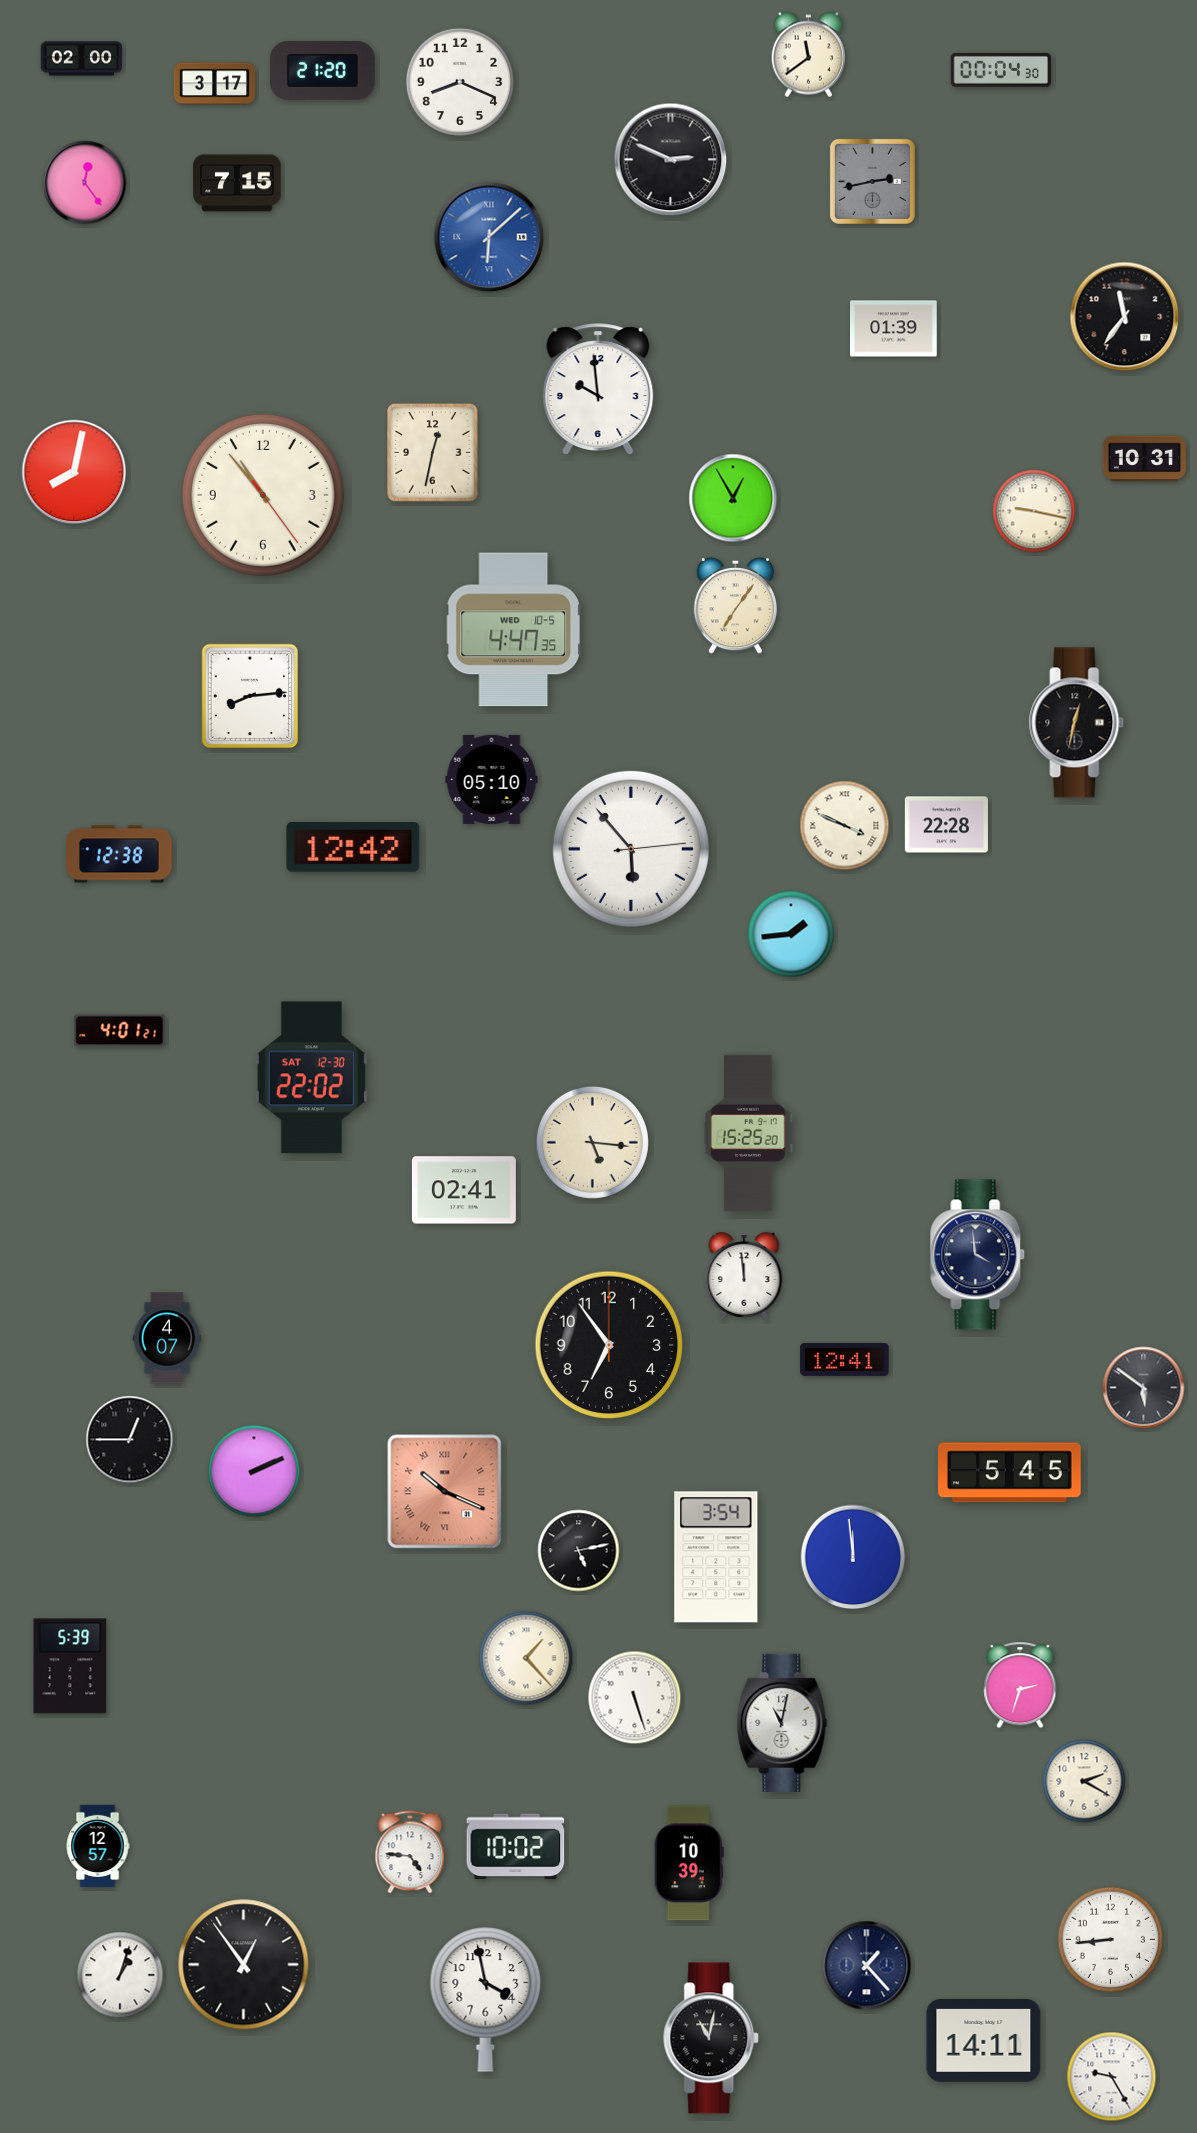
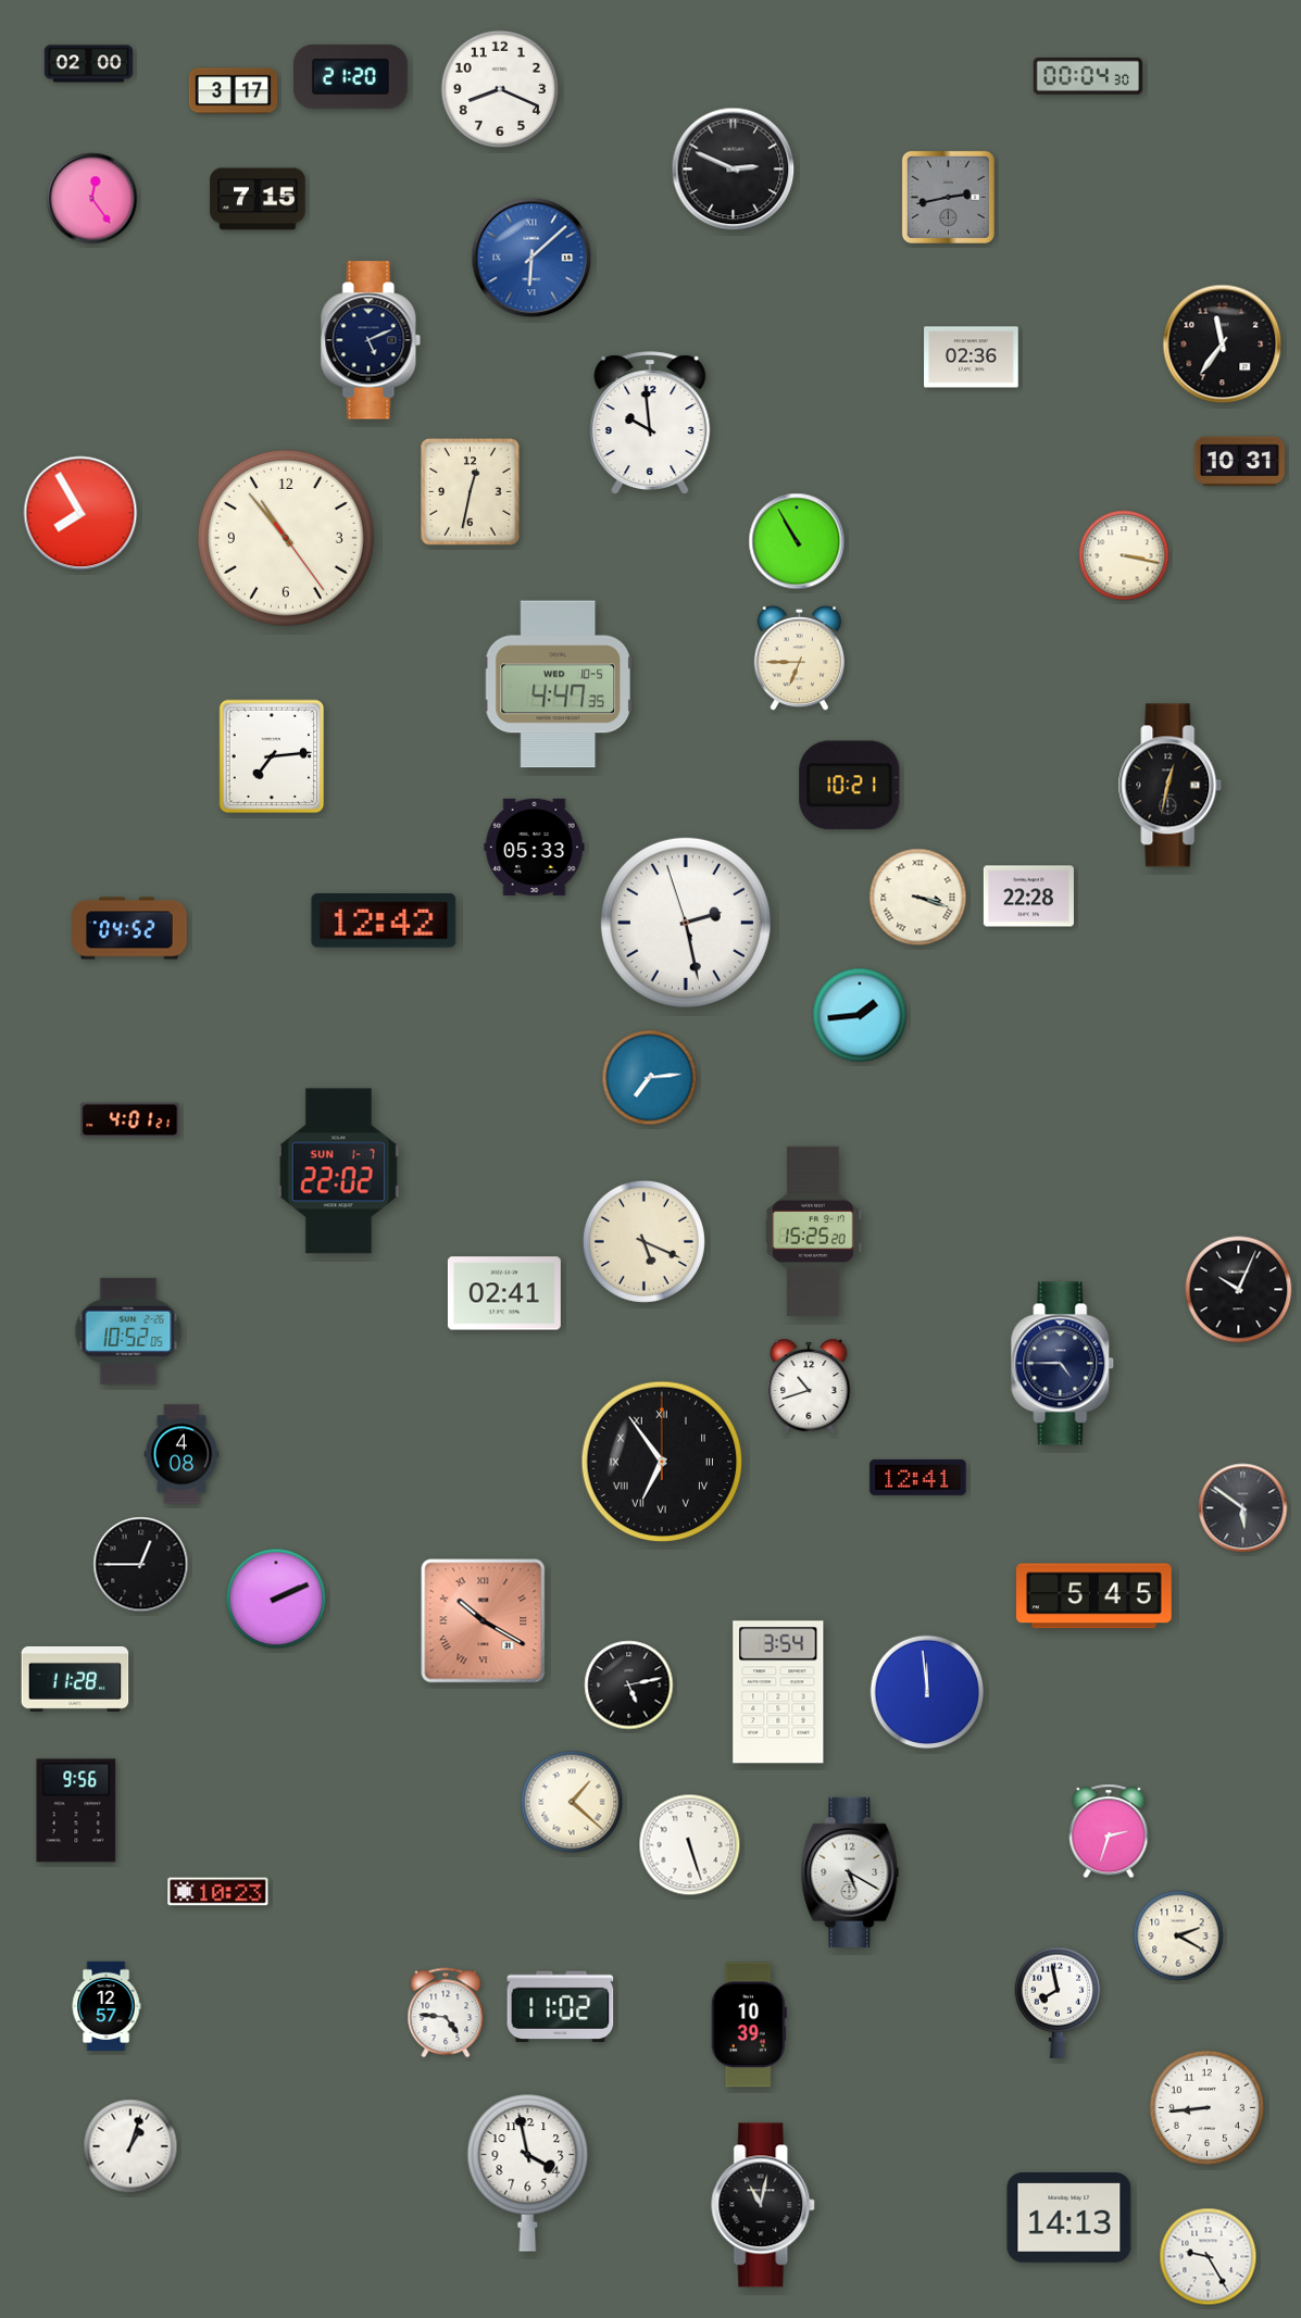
clock at (808, 55): 11:39 -> none
clock at (671, 160) position: (671, 160) -> (734, 170)
clock at (371, 340): none -> 5:11
clock at (894, 329): 01:39 -> 02:36
clock at (1144, 459) position: (1144, 459) -> (1239, 462)
clock at (74, 472): 8:02 -> 7:55
clock at (733, 498): 12:55 -> 10:55
clock at (1034, 511): 9:17 -> 3:17
clock at (735, 606): 7:06 -> 6:45
clock at (250, 696): 8:14 -> 7:14
clock at (850, 786): none -> 10:21
clock at (492, 779): 05:10 -> 05:33
clock at (845, 826): 3:49 -> 3:18
clock at (631, 849): 5:53 -> 2:27
clock at (119, 854): 12:38 -> 04:52
clock at (650, 1078): none -> 7:14
clock at (311, 1078) date: SAT 12-30 -> SUN 1-7
clock at (592, 1142): 5:16 -> 5:19
clock at (1239, 1290): none -> 10:04
clock at (128, 1331): none -> 10:52
clock at (978, 1255): 3:59 -> 4:45
clock at (744, 1277): 11:59 -> 10:42
clock at (167, 1338): 4:07 -> 4:08
clock at (609, 1345) numerals: Arabic -> Roman
clock at (1010, 1473) position: (1010, 1473) -> (1094, 1596)
clock at (445, 1492): 10:19 -> 10:20
clock at (75, 1679): none -> 11:28
clock at (526, 1658): 1:23 -> 1:22
clock at (70, 1666): 5:39 -> 9:56
clock at (782, 1723): 11:02 -> 5:20
clock at (218, 1892): none -> 10:23
clock at (1058, 2003): none -> 7:58
clock at (516, 1847): 10:02 -> 11:02
clock at (244, 1965): 12:54 -> none
clock at (867, 1966): 1:23 -> none
clock at (712, 2038) position: (712, 2038) -> (764, 2205)
clock at (984, 2040): 14:11 -> 14:13
